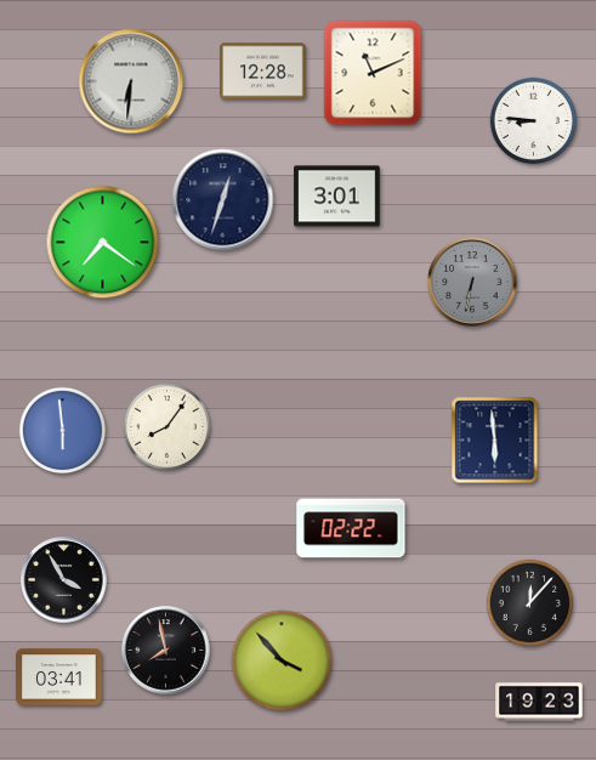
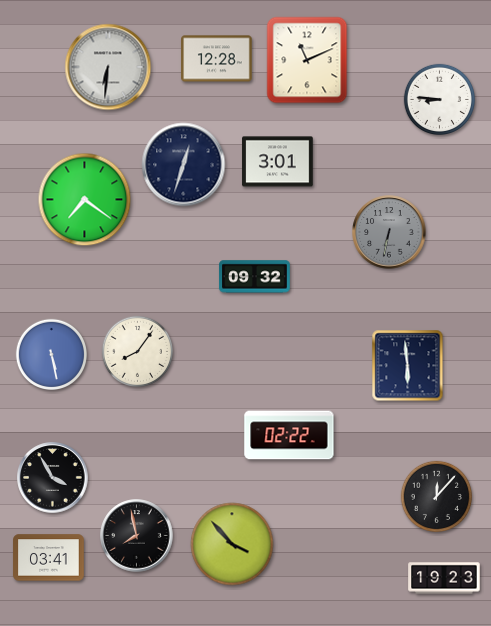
clock at (255, 277): none -> 09:32
clock at (62, 430): 5:59 -> 5:28
clock at (495, 441) position: (495, 441) -> (408, 366)
